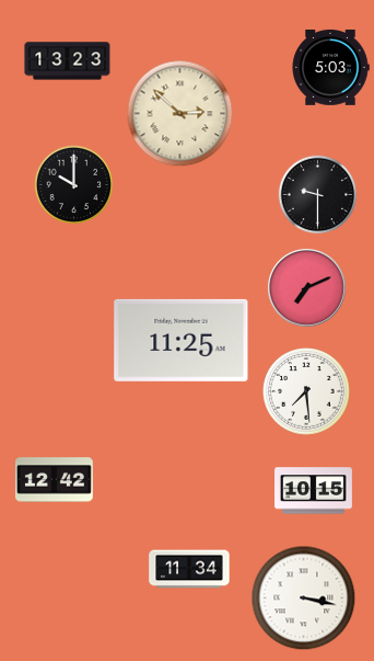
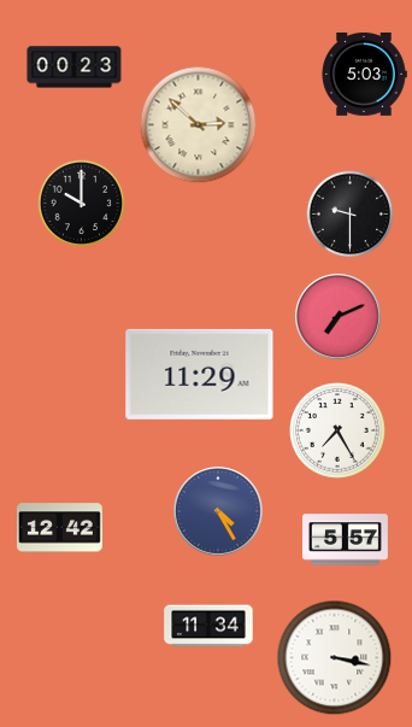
clock at (68, 61): 13:23 -> 00:23
clock at (182, 340): 11:25 -> 11:29
clock at (306, 391): 7:29 -> 7:25
clock at (218, 511): none -> 4:25
clock at (314, 491): 10:15 -> 5:57
